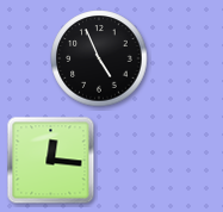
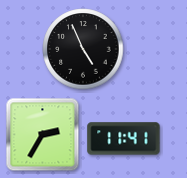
clock at (51, 161): 12:16 -> 2:35
clock at (124, 139): none -> 11:41
